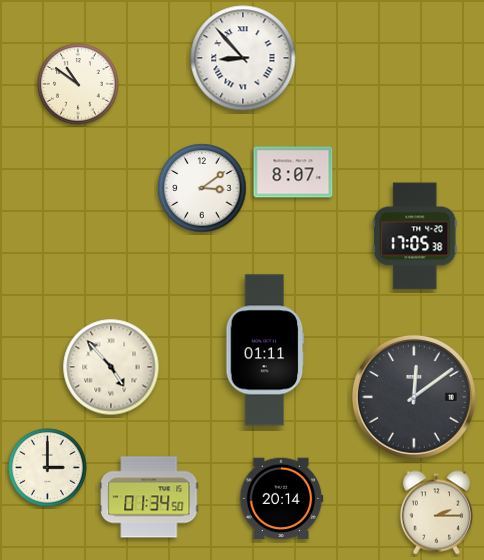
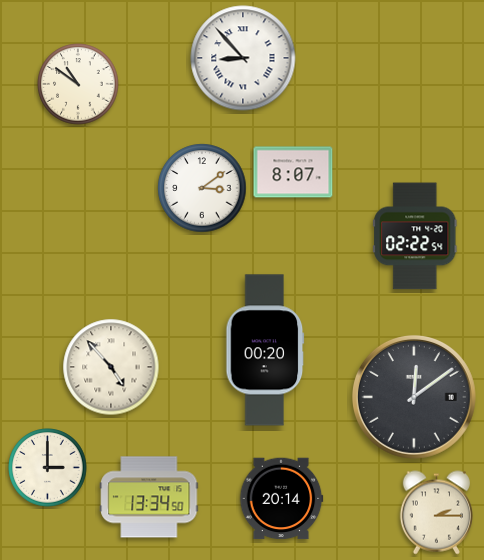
clock at (415, 236): 17:05 -> 02:22
clock at (265, 350): 01:11 -> 00:20
clock at (149, 497): 01:34 -> 13:34
